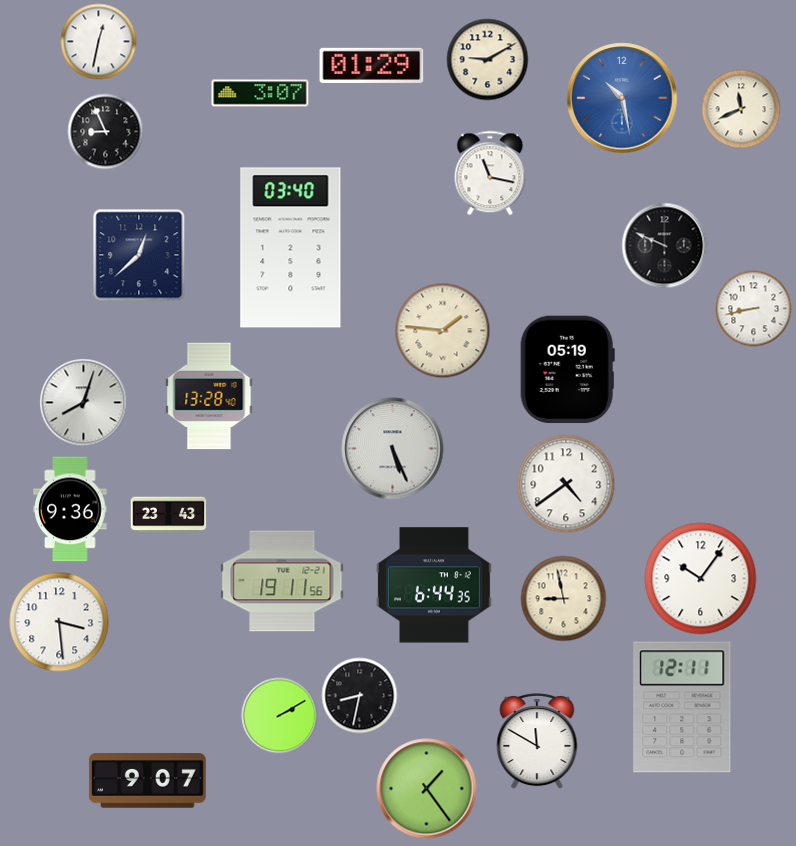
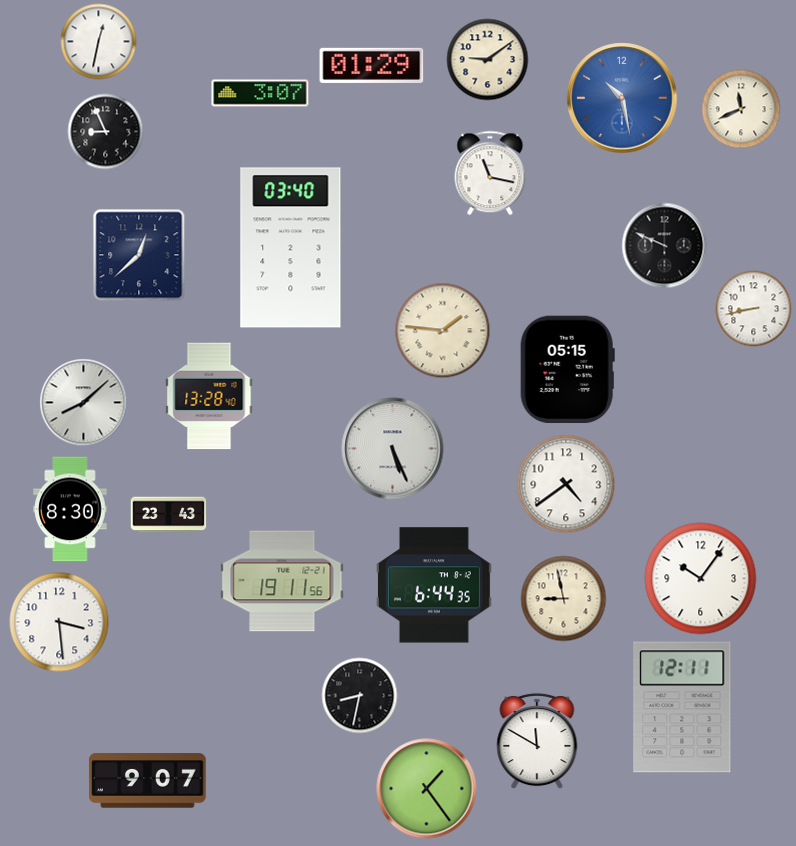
clock at (488, 60): 9:10 -> 9:09
clock at (567, 370): 05:19 -> 05:15
clock at (84, 403): 8:03 -> 8:08
clock at (70, 509): 9:36 -> 8:30
clock at (280, 716): 2:10 -> none
